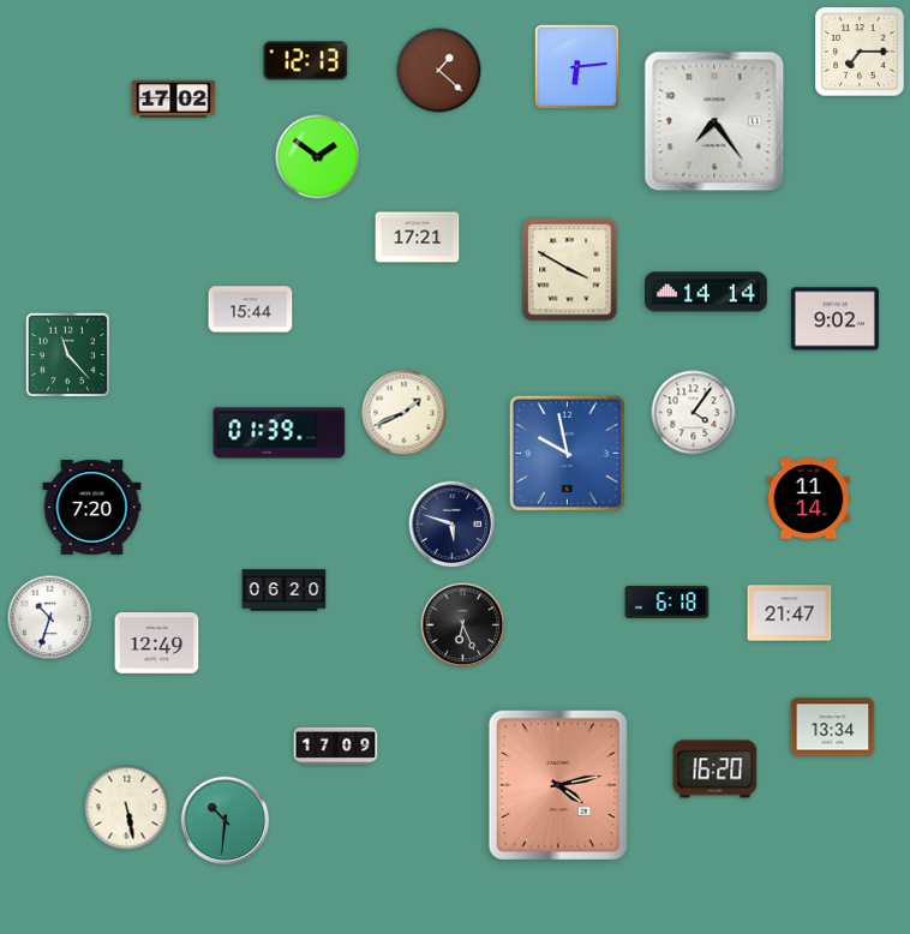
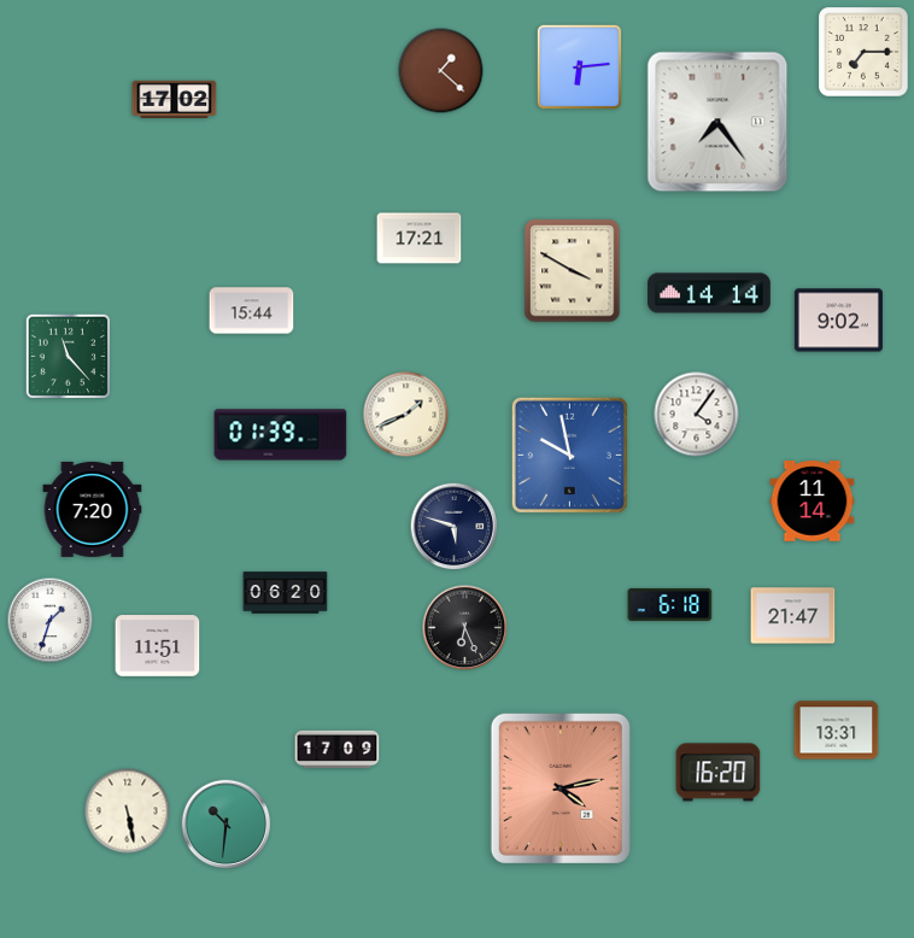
clock at (306, 61): 12:13 -> none
clock at (318, 157): 1:51 -> none
clock at (50, 618): 10:33 -> 1:33
clock at (157, 643): 12:49 -> 11:51
clock at (833, 728): 13:34 -> 13:31
